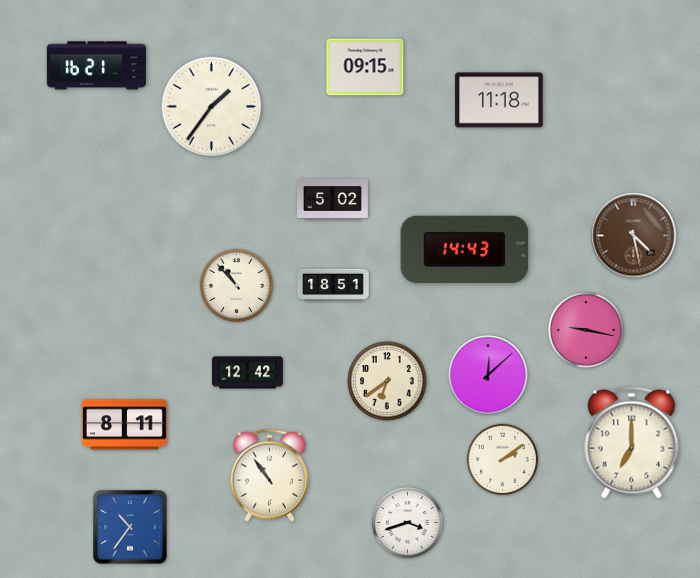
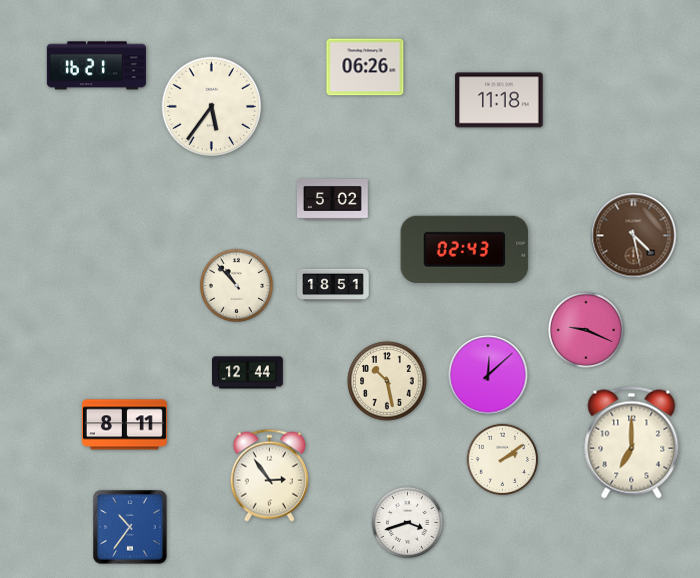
clock at (365, 67): 09:15 -> 06:26
clock at (212, 107): 1:36 -> 5:36
clock at (465, 249): 14:43 -> 02:43
clock at (586, 330): 9:17 -> 9:19
clock at (248, 373): 12:42 -> 12:44
clock at (387, 381): 6:39 -> 10:28
clock at (269, 475): 10:54 -> 2:54
